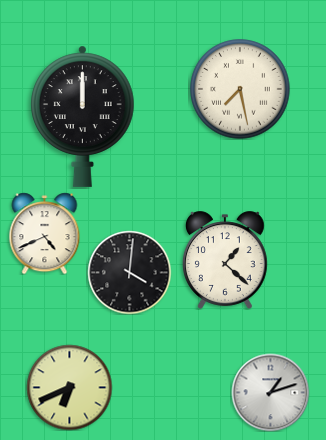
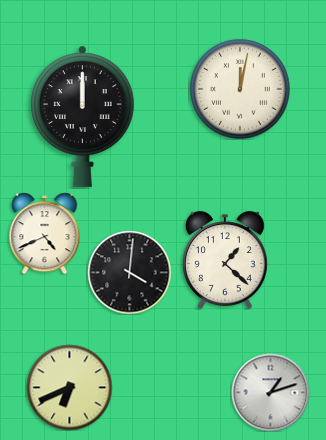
clock at (240, 89): 7:28 -> 12:02
